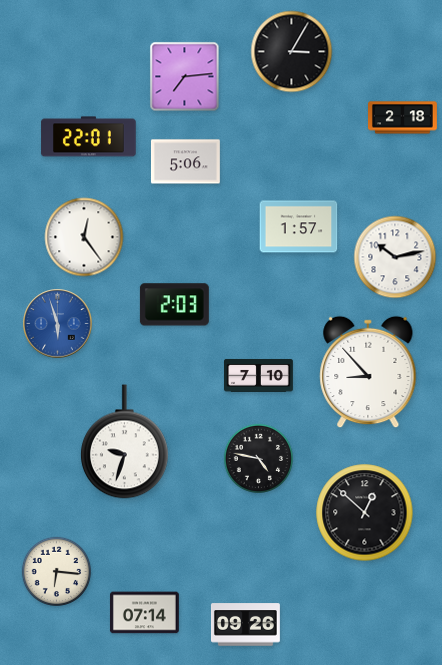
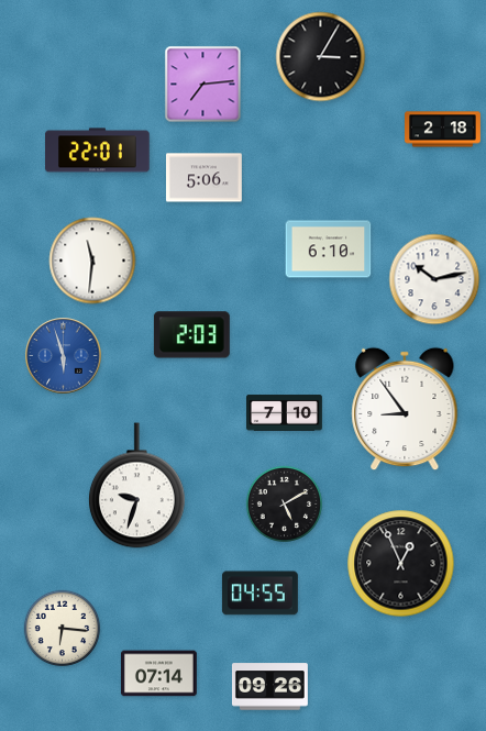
clock at (299, 227): 1:57 -> 6:10
clock at (84, 237): 12:24 -> 11:31
clock at (395, 257) position: (395, 257) -> (434, 279)
clock at (368, 372): 8:53 -> 8:54
clock at (258, 458): 4:47 -> 5:10
clock at (365, 513): 12:52 -> 12:56
clock at (259, 594): none -> 04:55
